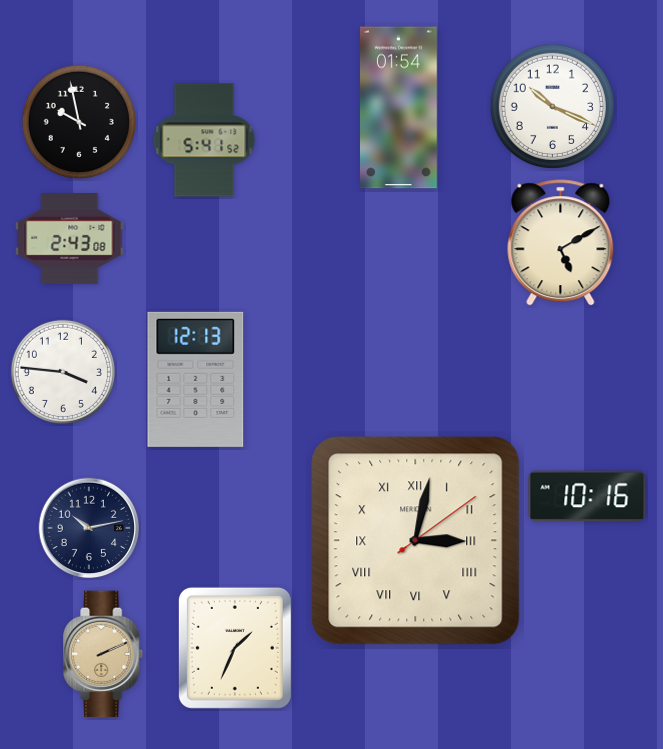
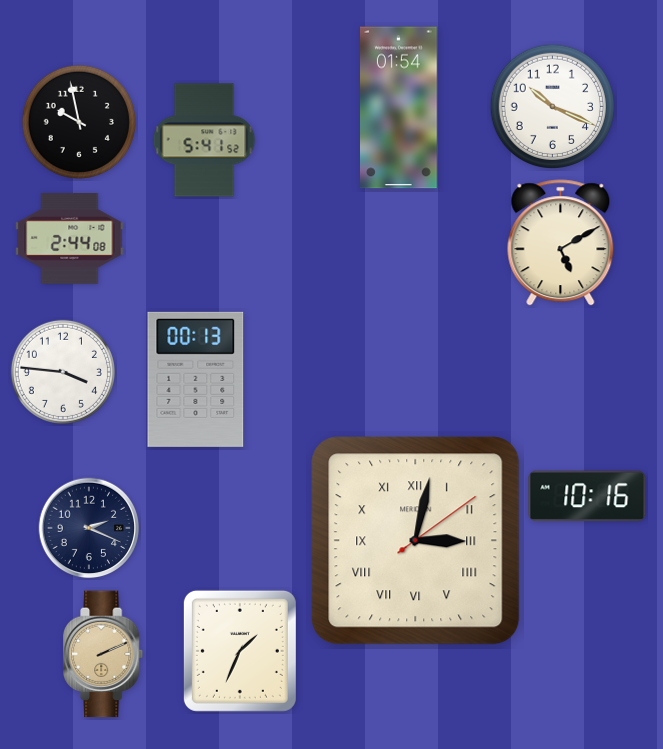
clock at (70, 239): 2:43 -> 2:44
clock at (196, 379): 12:13 -> 00:13
clock at (89, 528): 10:13 -> 2:19
clock at (235, 648) position: (235, 648) -> (240, 651)
